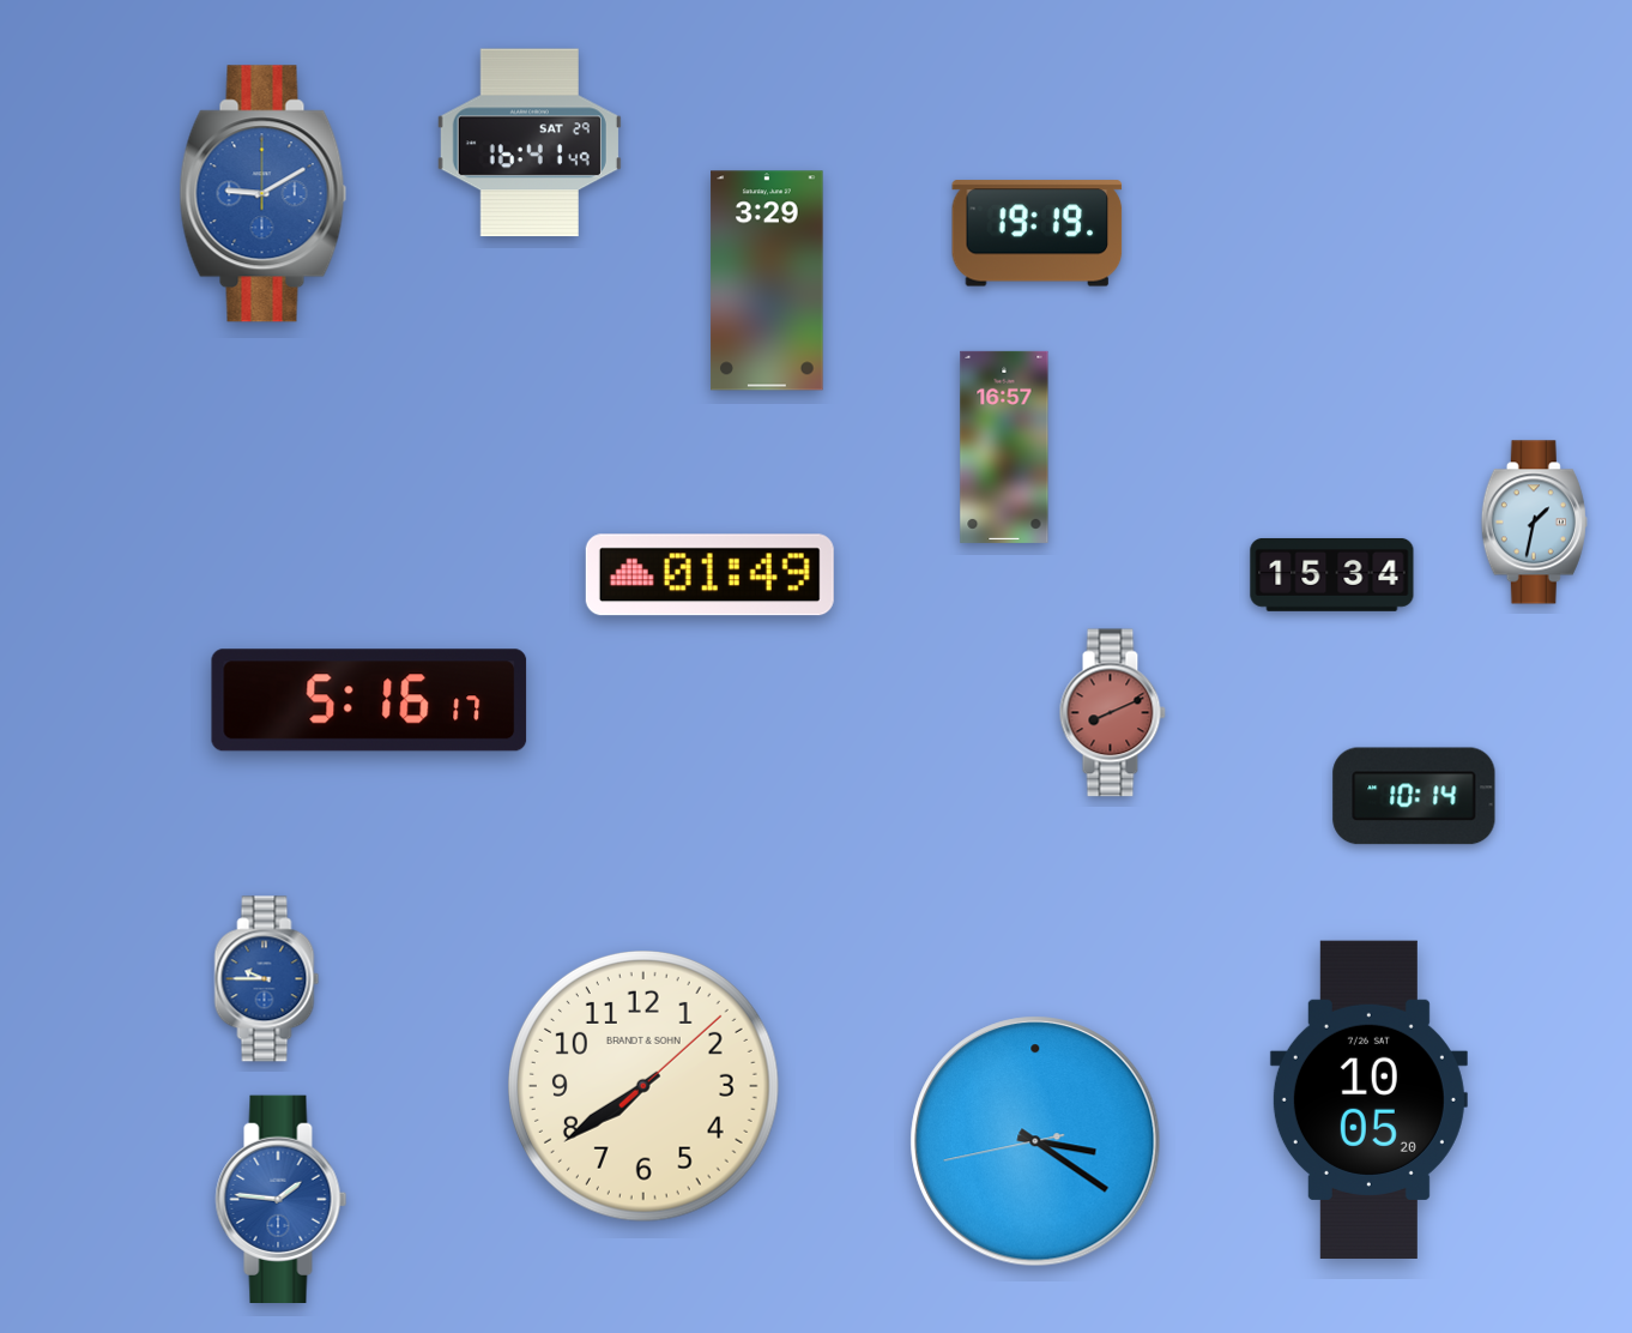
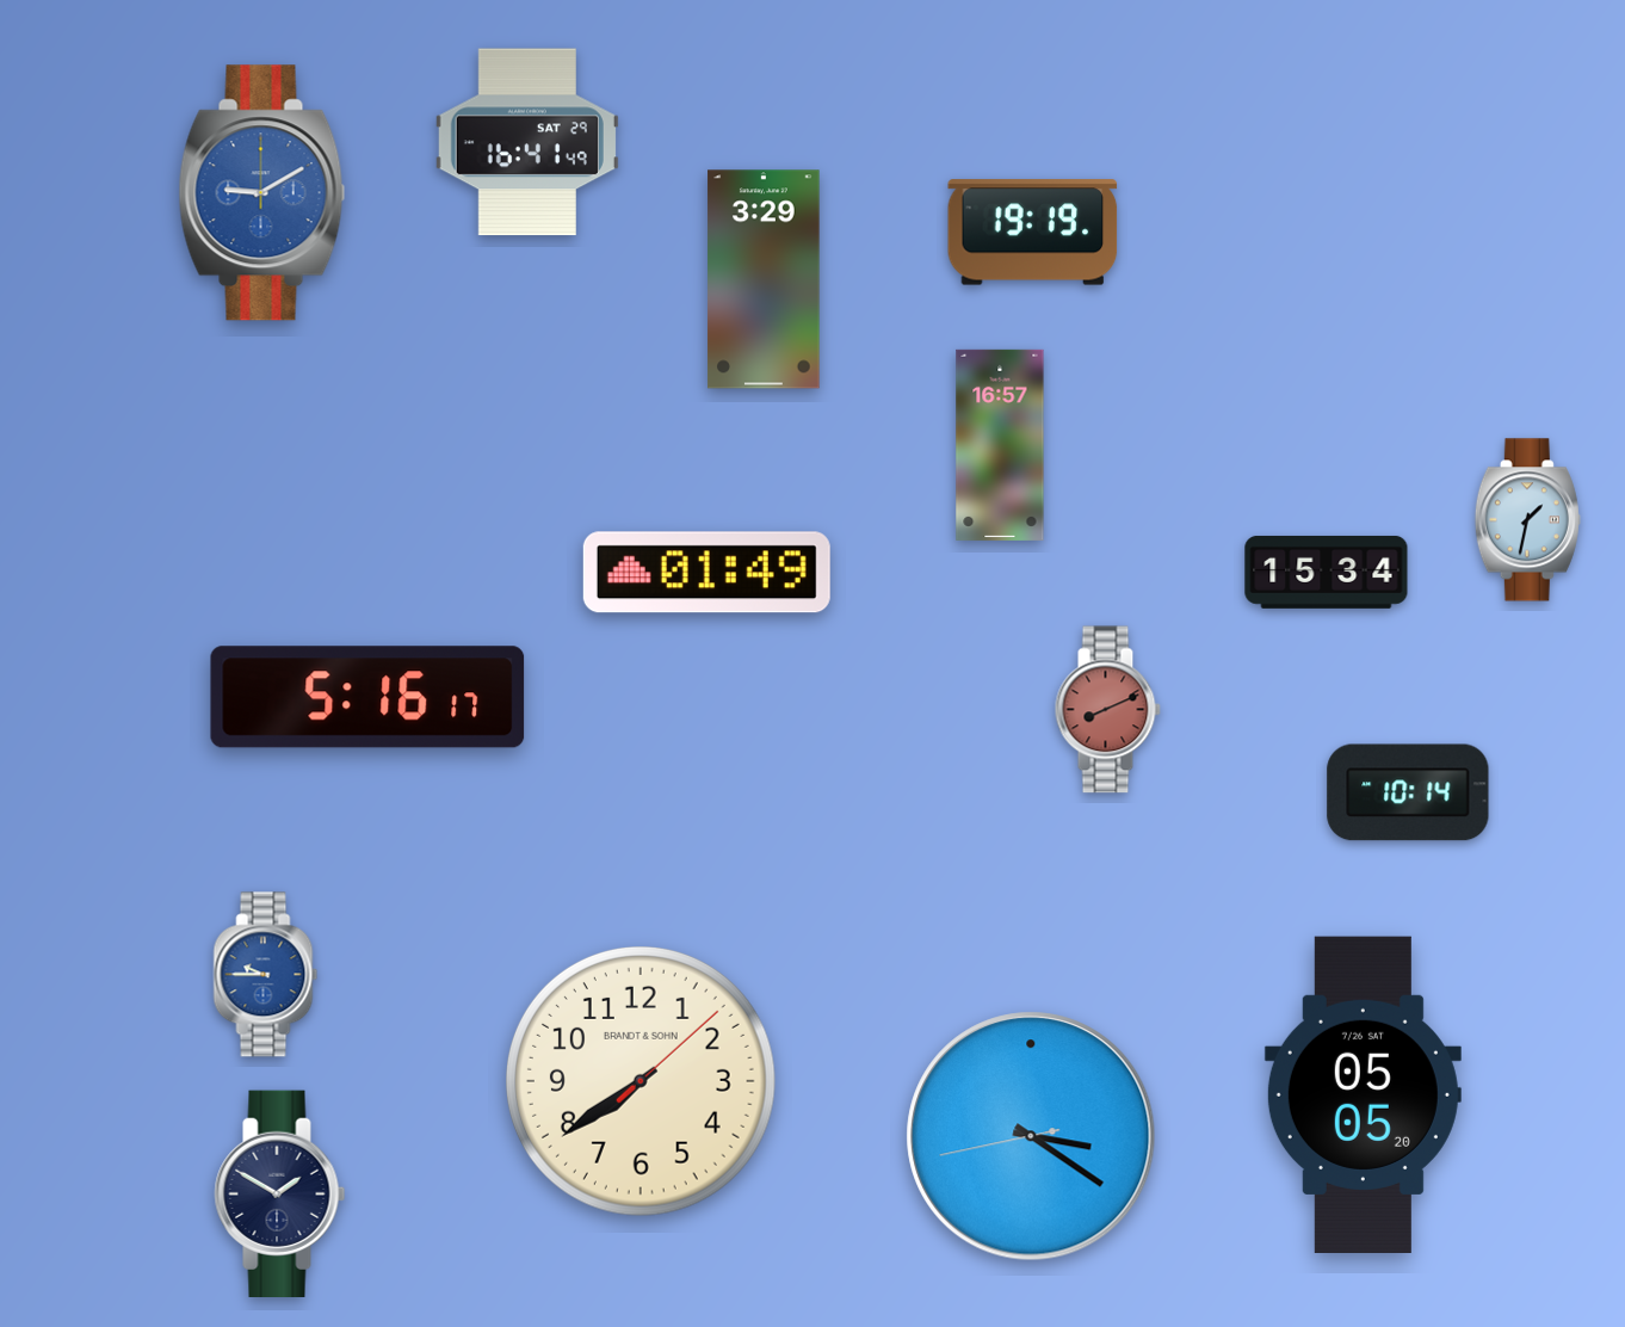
clock at (1368, 1099): 10:05 -> 05:05
clock at (282, 1199): 1:46 -> 1:50
clock at (282, 1199) dial: blue -> navy
